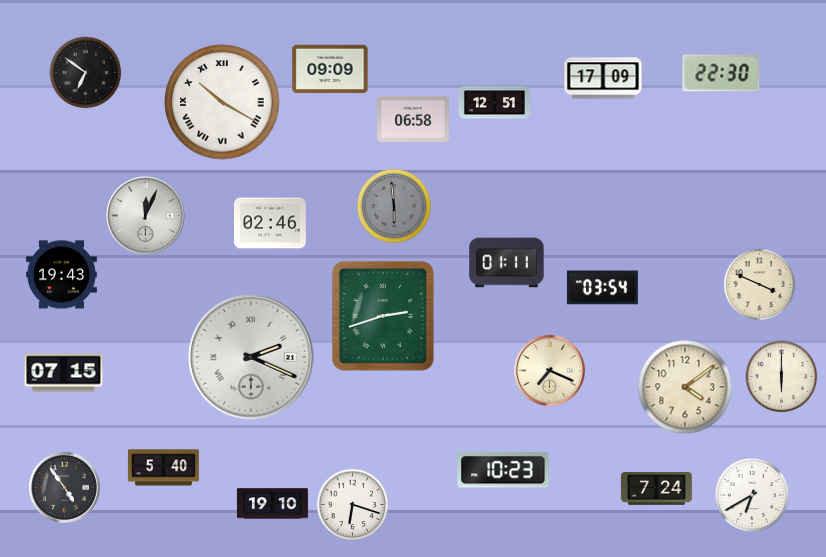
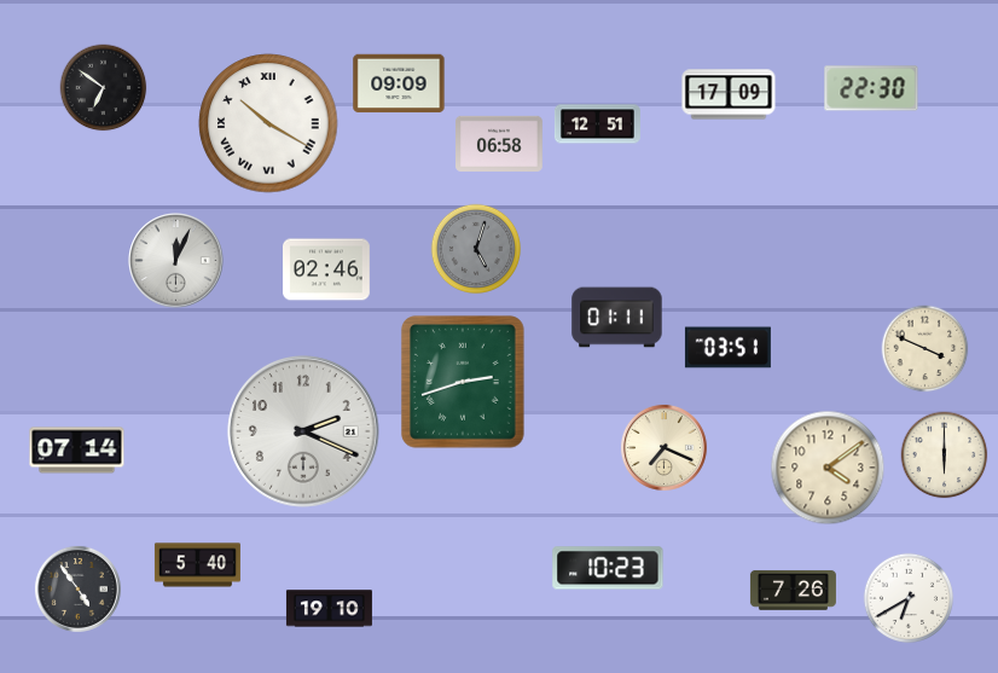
clock at (394, 206): 5:59 -> 5:03
clock at (507, 263) position: (507, 263) -> (617, 318)
clock at (61, 275): 19:43 -> none
clock at (760, 285) position: (760, 285) -> (926, 349)
clock at (602, 288): 03:54 -> 03:51
clock at (251, 357) numerals: Roman -> Arabic
clock at (64, 373): 07:15 -> 07:14
clock at (656, 488): 7:24 -> 7:26
clock at (353, 505): 6:18 -> none
